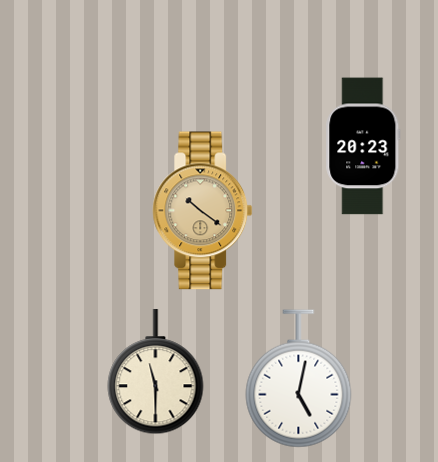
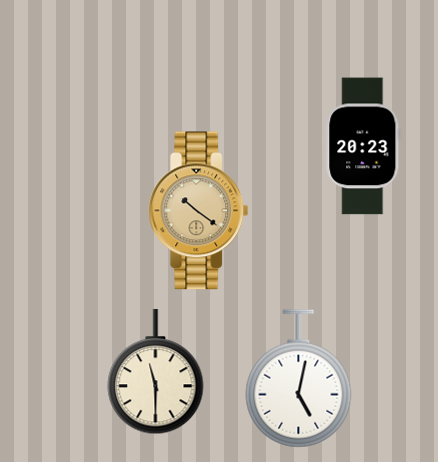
clock at (203, 211) position: (203, 211) -> (199, 211)
